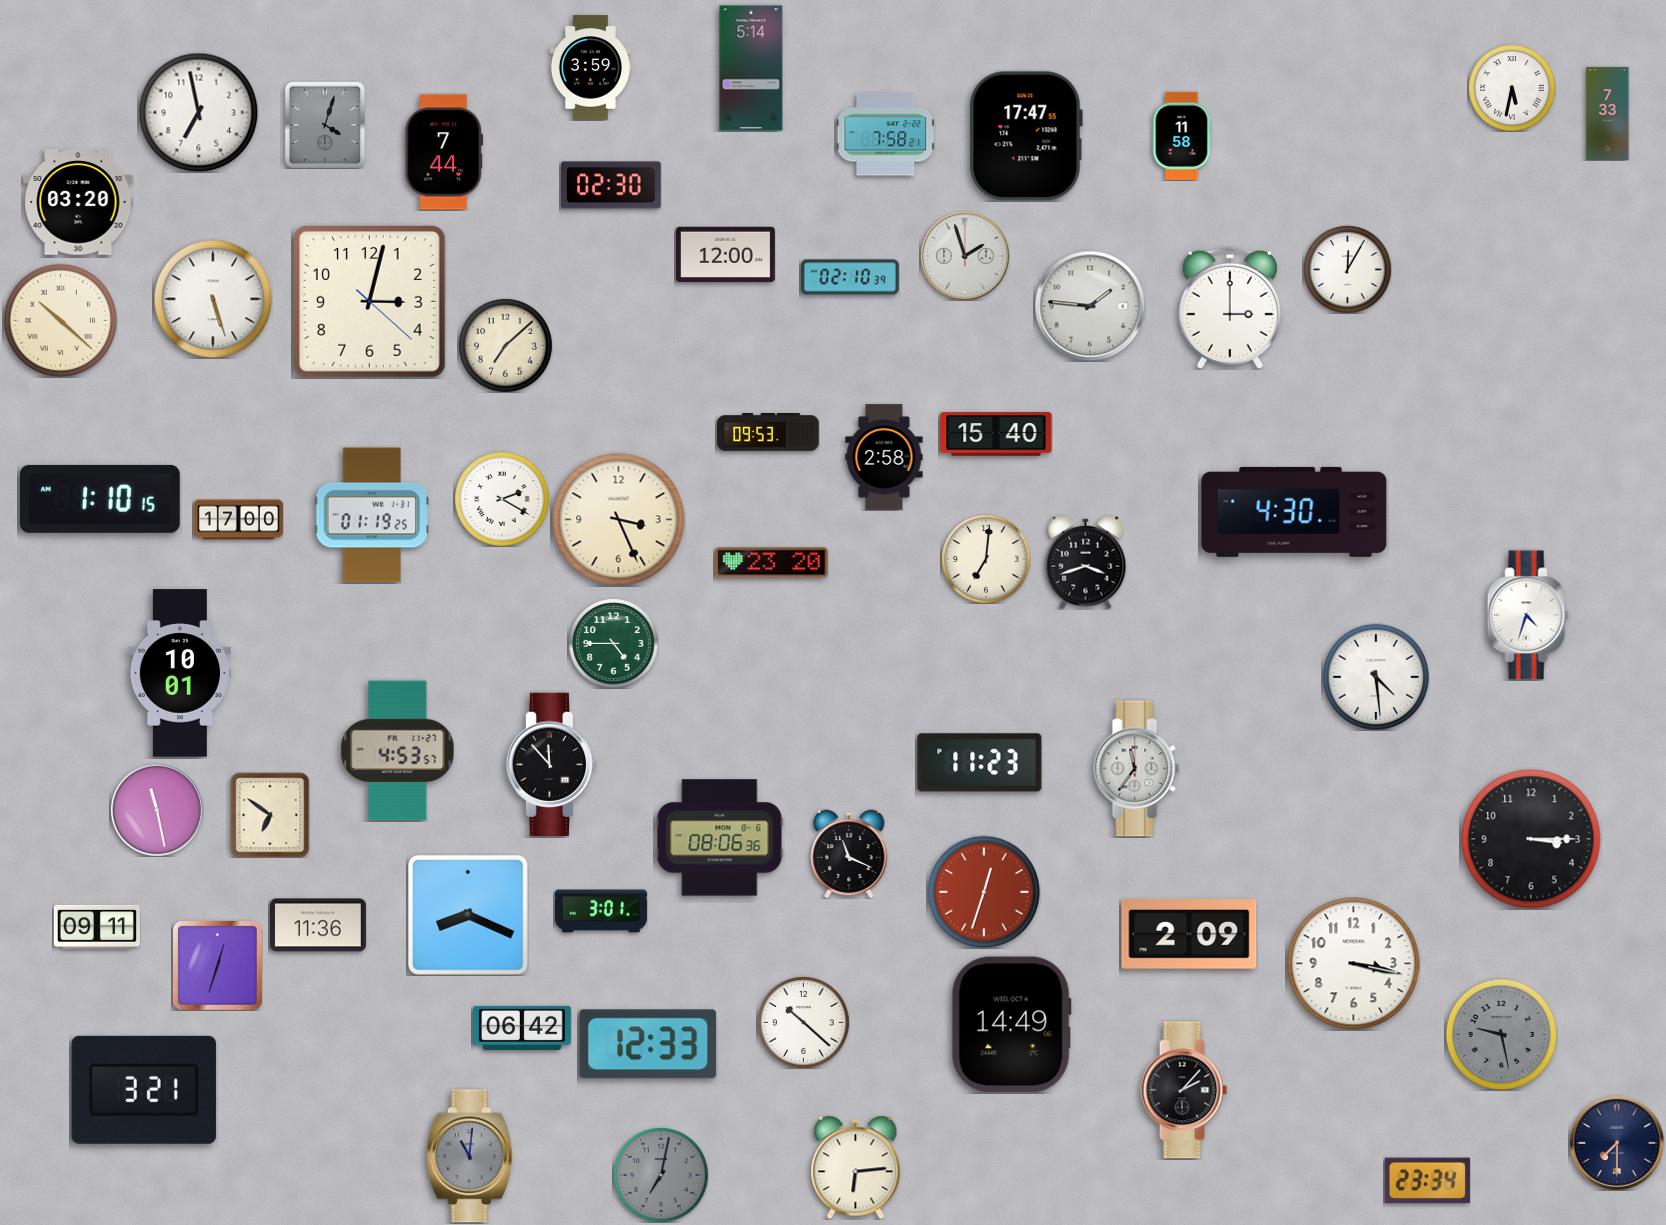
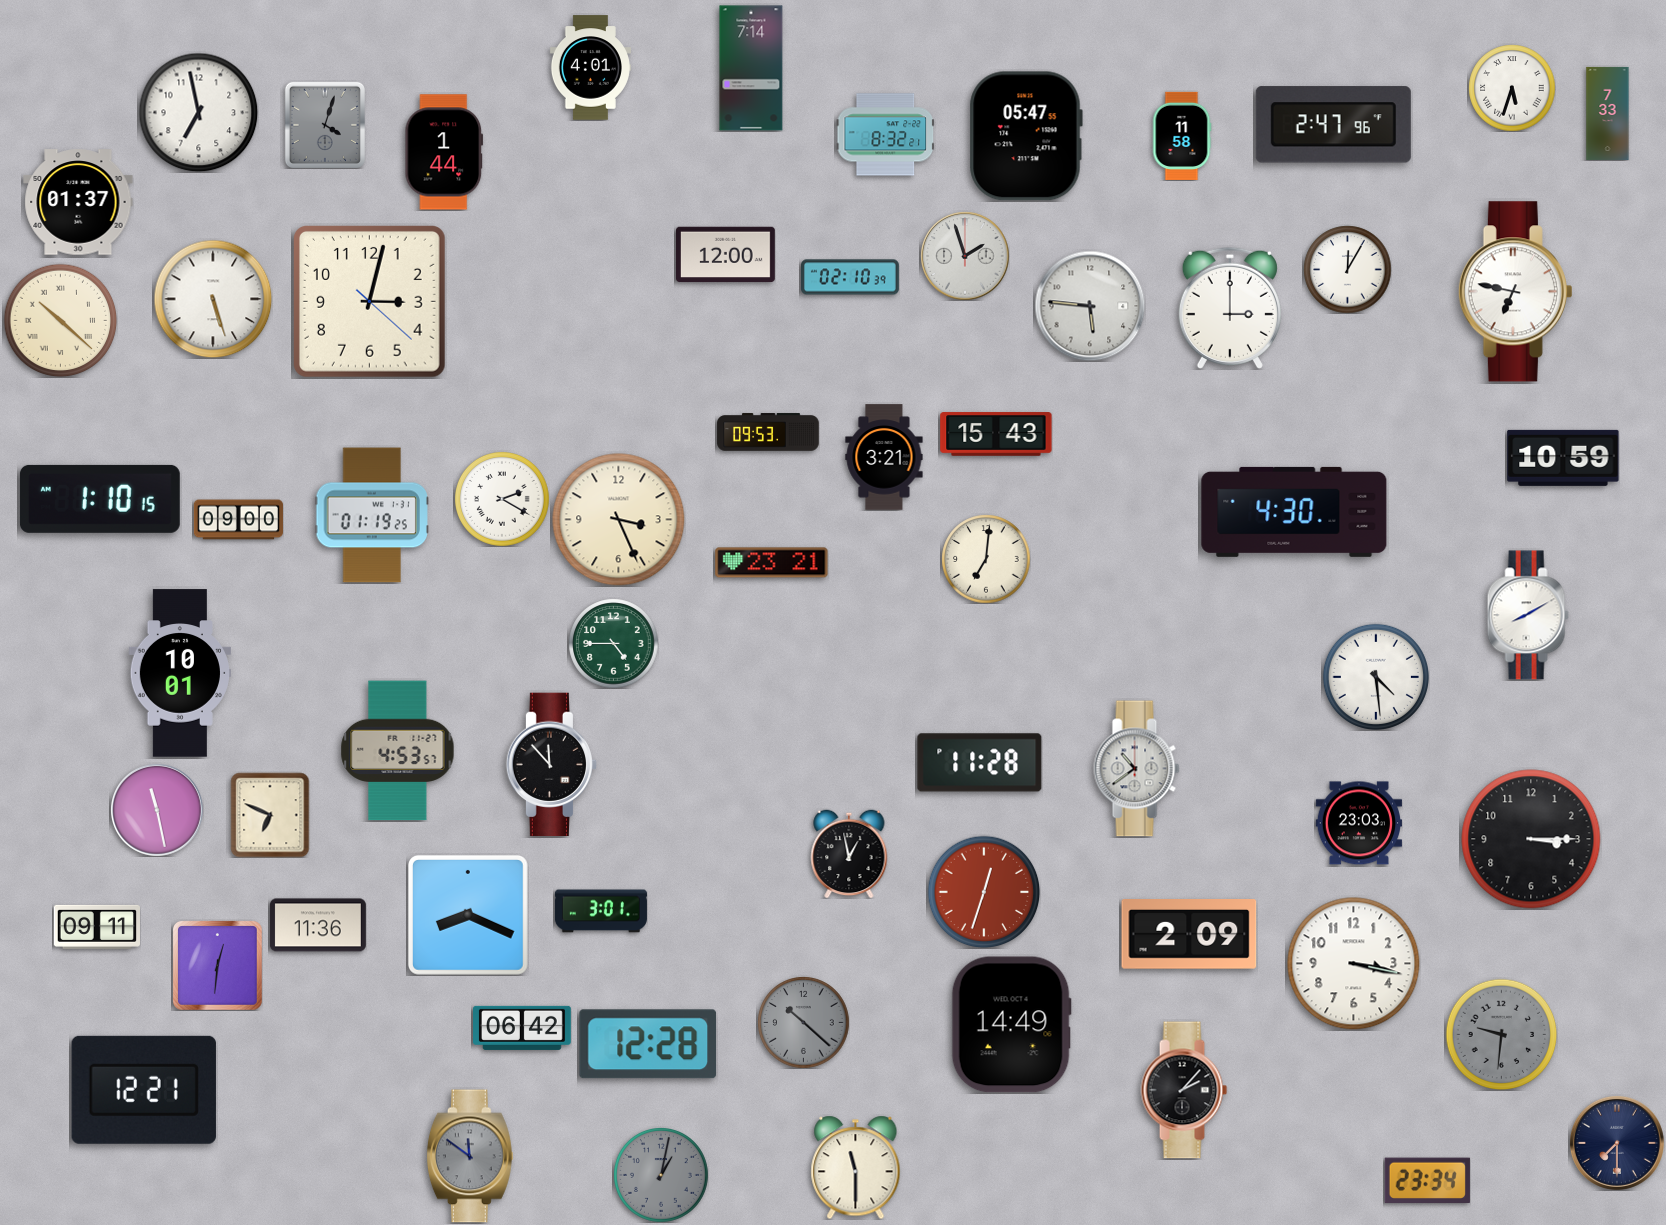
clock at (590, 68): 3:59 -> 4:01
clock at (751, 68): 5:14 -> 7:14
clock at (1512, 88): 5:32 -> 5:33
clock at (1333, 125): none -> 2:47
clock at (885, 135): 7:58 -> 8:32
clock at (1026, 136): 17:47 -> 05:47
clock at (444, 152): 7:44 -> 1:44
clock at (612, 185): 02:30 -> none
clock at (78, 202): 03:20 -> 01:37
clock at (1515, 292): none -> 6:47
clock at (1090, 306): 1:46 -> 5:46
clock at (506, 346): 7:08 -> none
clock at (996, 434): 15:40 -> 15:43
clock at (884, 457): 2:58 -> 3:21
clock at (1563, 458): none -> 10:59
clock at (238, 520): 17:00 -> 09:00
clock at (1086, 562): 3:42 -> none
clock at (772, 563): 23:20 -> 23:21
clock at (1528, 615): 4:33 -> 8:10
clock at (980, 763): 11:23 -> 11:28
clock at (1137, 769): 11:36 -> 10:39
clock at (270, 815): 6:51 -> 6:49
clock at (1358, 823): none -> 23:03
clock at (720, 838): 08:06 -> none
clock at (849, 854): 11:19 -> 12:58
clock at (218, 966): 12:33 -> 12:31
clock at (803, 1022) dial: white -> grey
clock at (1501, 1034): 9:28 -> 9:31
clock at (648, 1044): 12:33 -> 12:28
clock at (144, 1090): 3:21 -> 12:21
clock at (470, 1156): 11:01 -> 11:51
clock at (856, 1167): 6:14 -> 11:30
clock at (661, 1175): 7:02 -> 1:02
